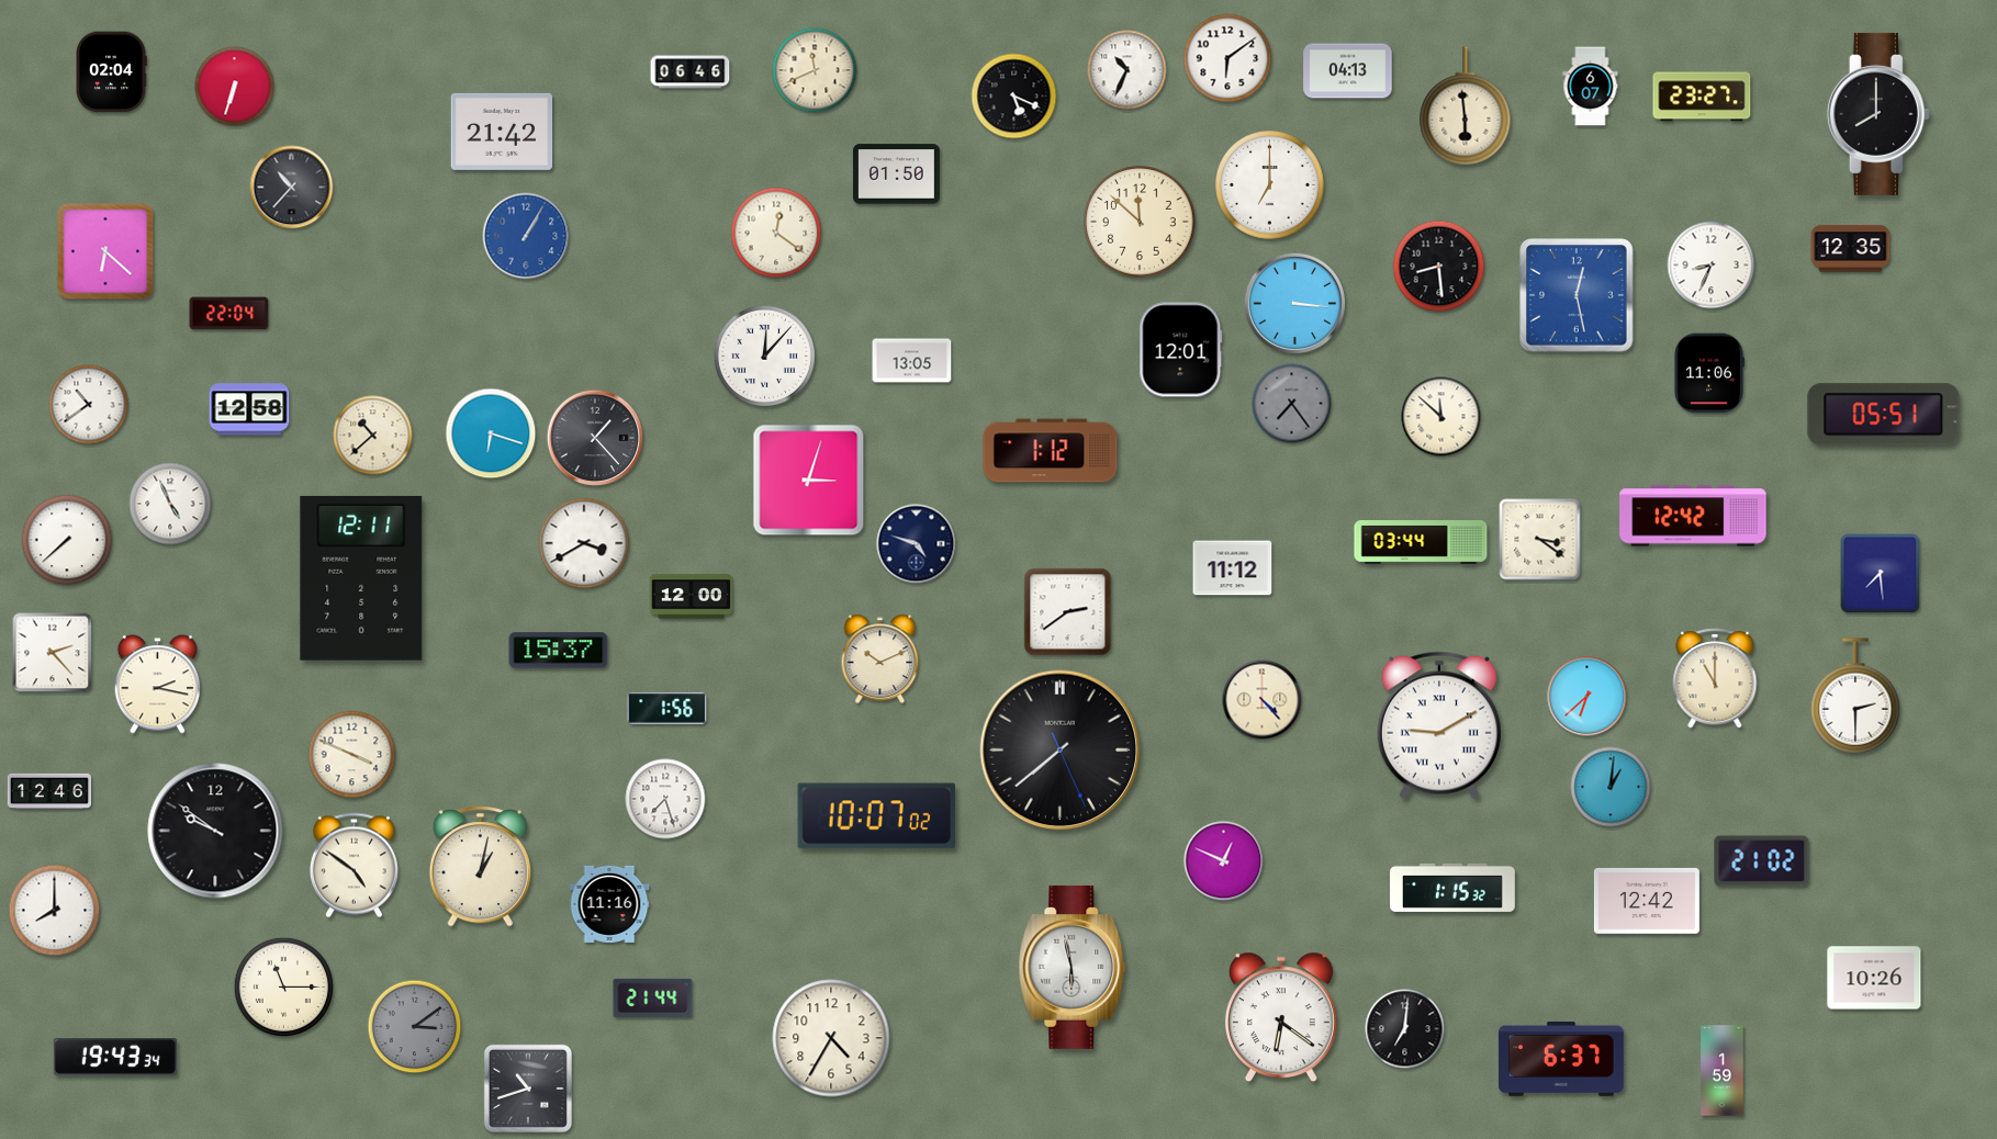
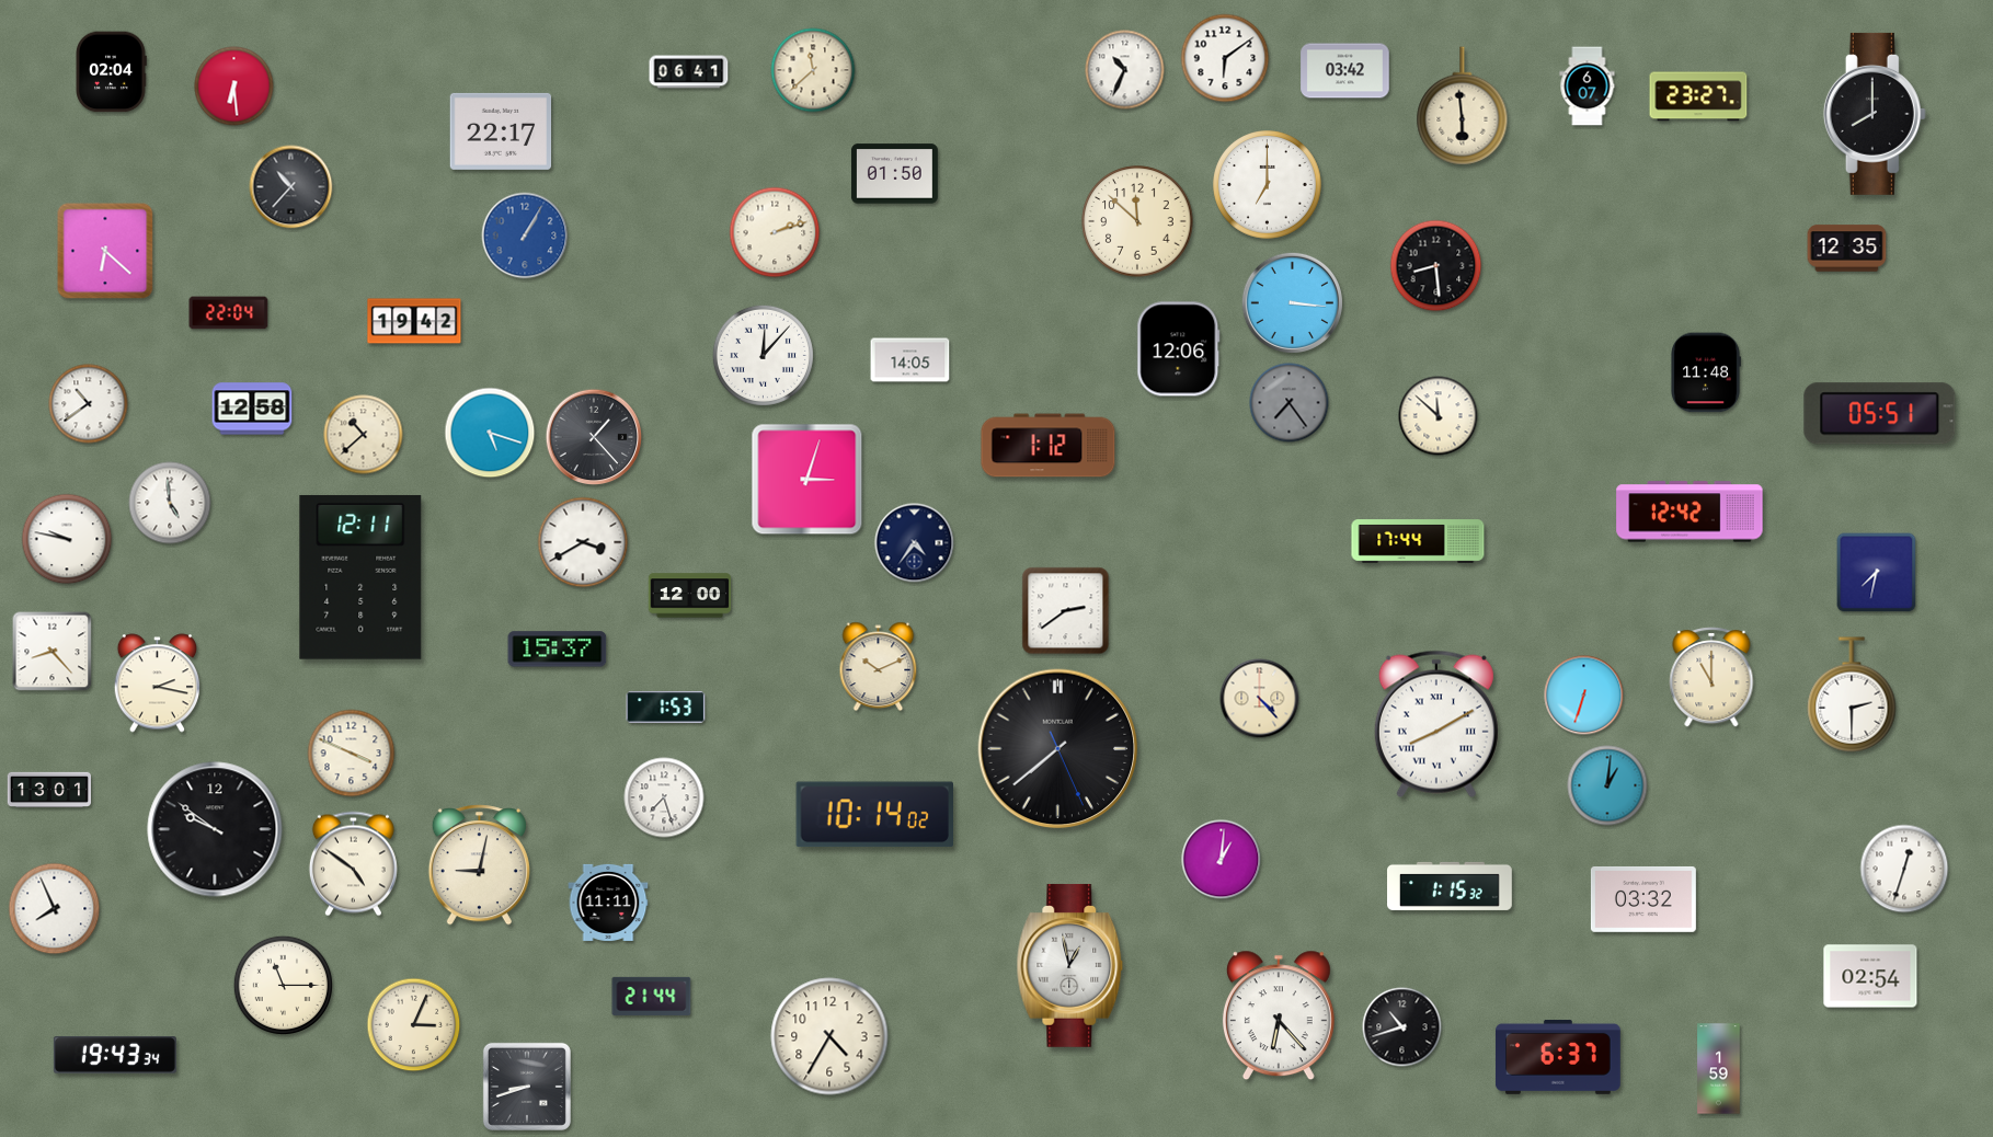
clock at (815, 70): 11:41 -> 11:38
clock at (1348, 71): 04:13 -> 03:42
clock at (691, 72): 06:46 -> 06:41
clock at (235, 87): 6:33 -> 6:29
clock at (1014, 97): 5:19 -> none
clock at (502, 132): 21:42 -> 22:17
clock at (776, 233): 12:21 -> 2:12
clock at (1712, 266): 8:34 -> none
clock at (1578, 296): 12:28 -> none
clock at (414, 321): none -> 19:42
clock at (1181, 350): 12:01 -> 12:06
clock at (912, 361): 13:05 -> 14:05
clock at (1709, 373): 11:06 -> 11:48
clock at (249, 409) position: (249, 409) -> (252, 409)
clock at (491, 433): 6:18 -> 5:18
clock at (373, 436) position: (373, 436) -> (364, 435)
clock at (1051, 451) position: (1051, 451) -> (1049, 446)
clock at (170, 504): 4:56 -> 4:59
clock at (1693, 516) position: (1693, 516) -> (1690, 512)
clock at (67, 540): 7:38 -> 9:47
clock at (1540, 540): 3:21 -> none
clock at (1421, 542): 03:44 -> 17:44
clock at (917, 544): 4:48 -> 4:36
clock at (1233, 568): 11:12 -> none
clock at (1881, 574): 7:29 -> 7:32
clock at (53, 653): 2:23 -> 8:23
clock at (880, 659) position: (880, 659) -> (879, 667)
clock at (1587, 697): 6:38 -> 6:33
clock at (667, 709): 1:56 -> 1:53
clock at (1439, 725): 9:10 -> 8:10
clock at (48, 790): 12:46 -> 13:01
clock at (876, 816): 10:07 -> 10:14
clock at (1224, 861): 12:49 -> 1:01
clock at (1762, 861): 21:02 -> none
clock at (480, 867): 1:02 -> 9:02
clock at (1904, 869): none -> 12:33
clock at (1647, 901): 12:42 -> 03:32
clock at (609, 904): 11:16 -> 11:11
clock at (55, 911): 8:00 -> 7:56
clock at (1073, 967): 5:58 -> 12:58
clock at (1874, 978): 10:26 -> 02:54
clock at (1281, 1017): 6:21 -> 6:23
clock at (415, 1027): 3:09 -> 3:04
clock at (415, 1027) dial: grey -> cream
clock at (1405, 1029): 7:01 -> 10:42
clock at (528, 1089): 10:42 -> 8:42
